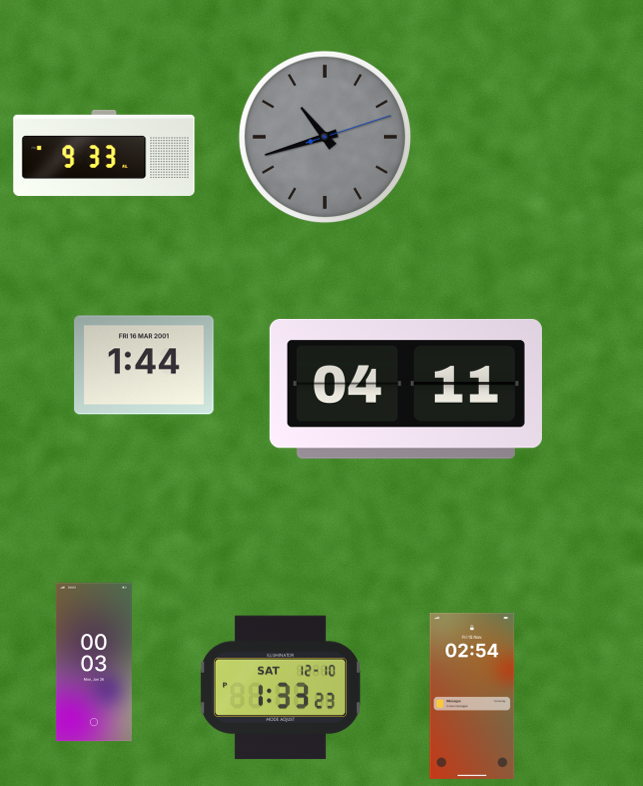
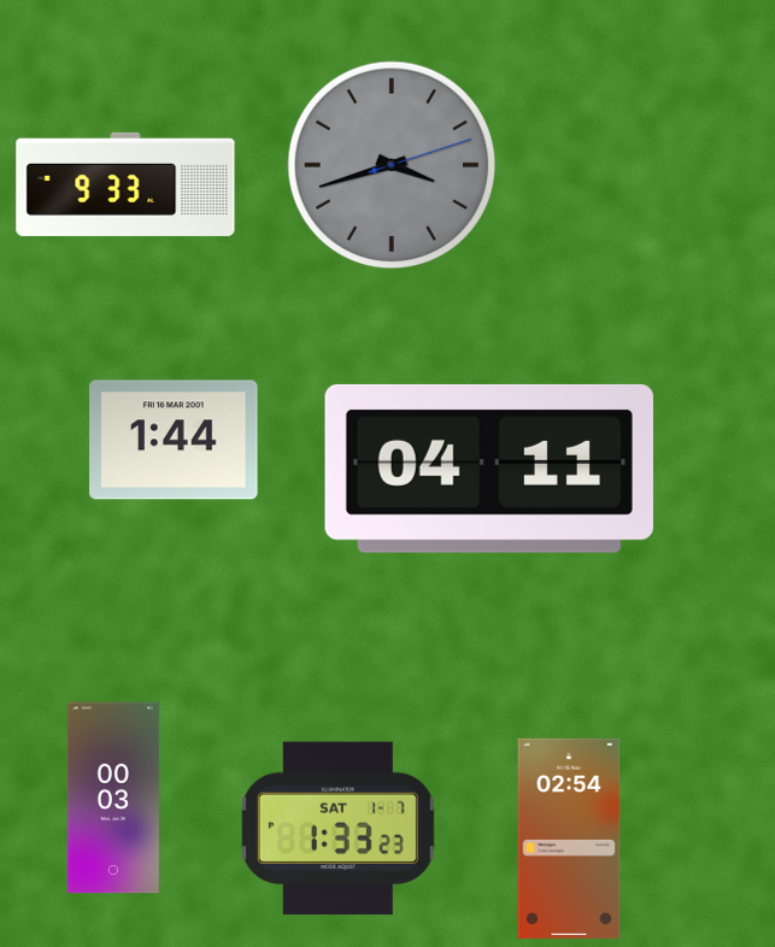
clock at (325, 137): 10:42 -> 3:42
clock at (280, 688) date: SAT 12-10 -> SAT 1-7
